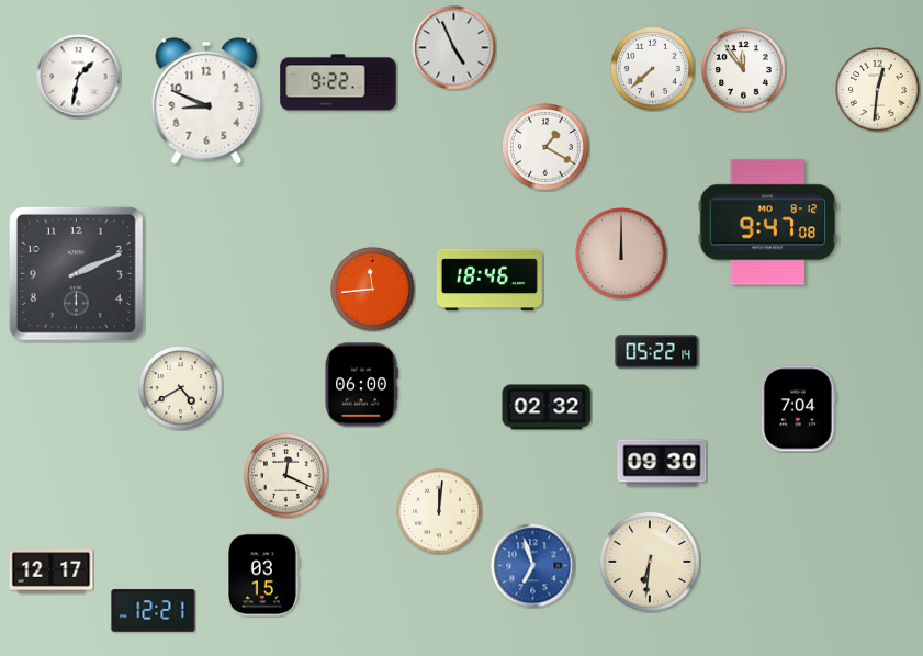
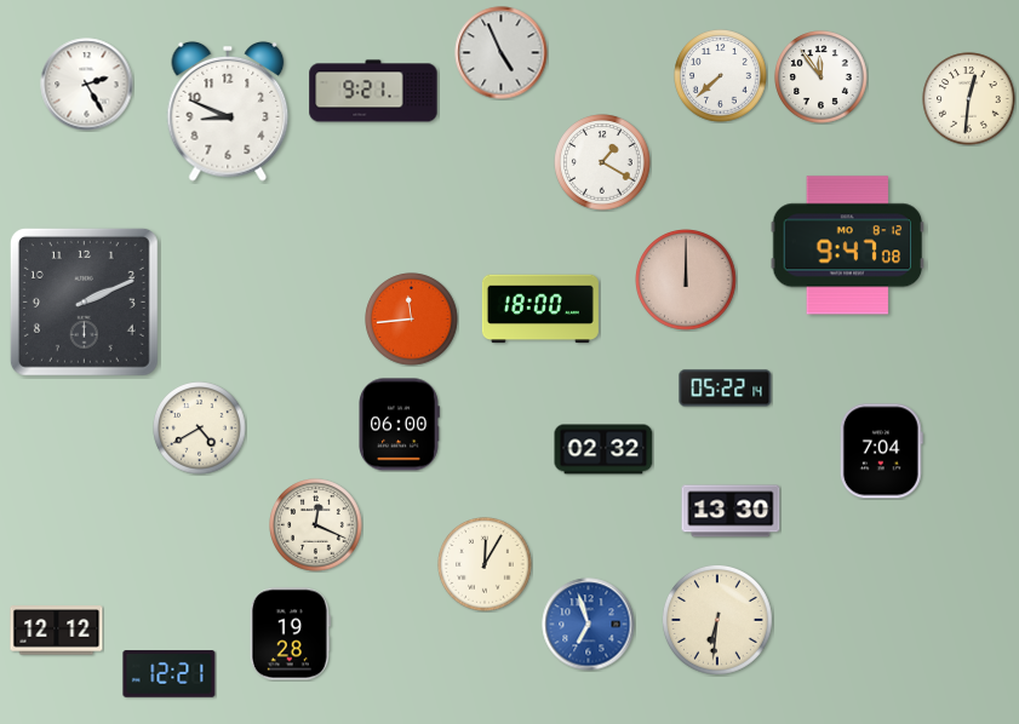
clock at (79, 77): 1:32 -> 2:25
clock at (338, 82): 9:22 -> 9:21
clock at (489, 280): 18:46 -> 18:00
clock at (662, 463): 09:30 -> 13:30
clock at (439, 511): 12:01 -> 12:05
clock at (52, 572): 12:17 -> 12:12
clock at (262, 575): 03:15 -> 19:28
